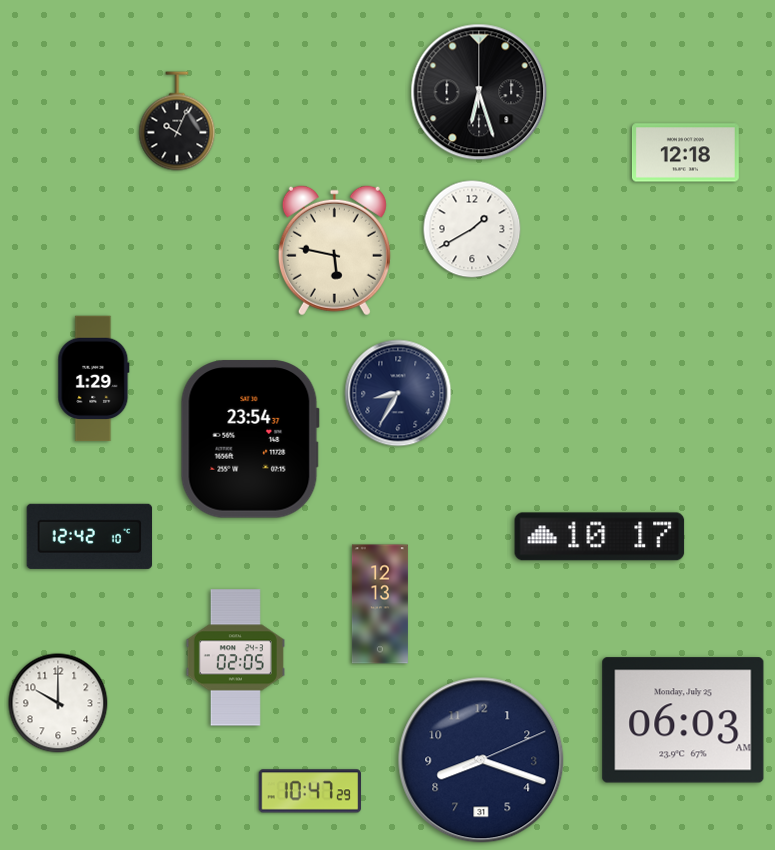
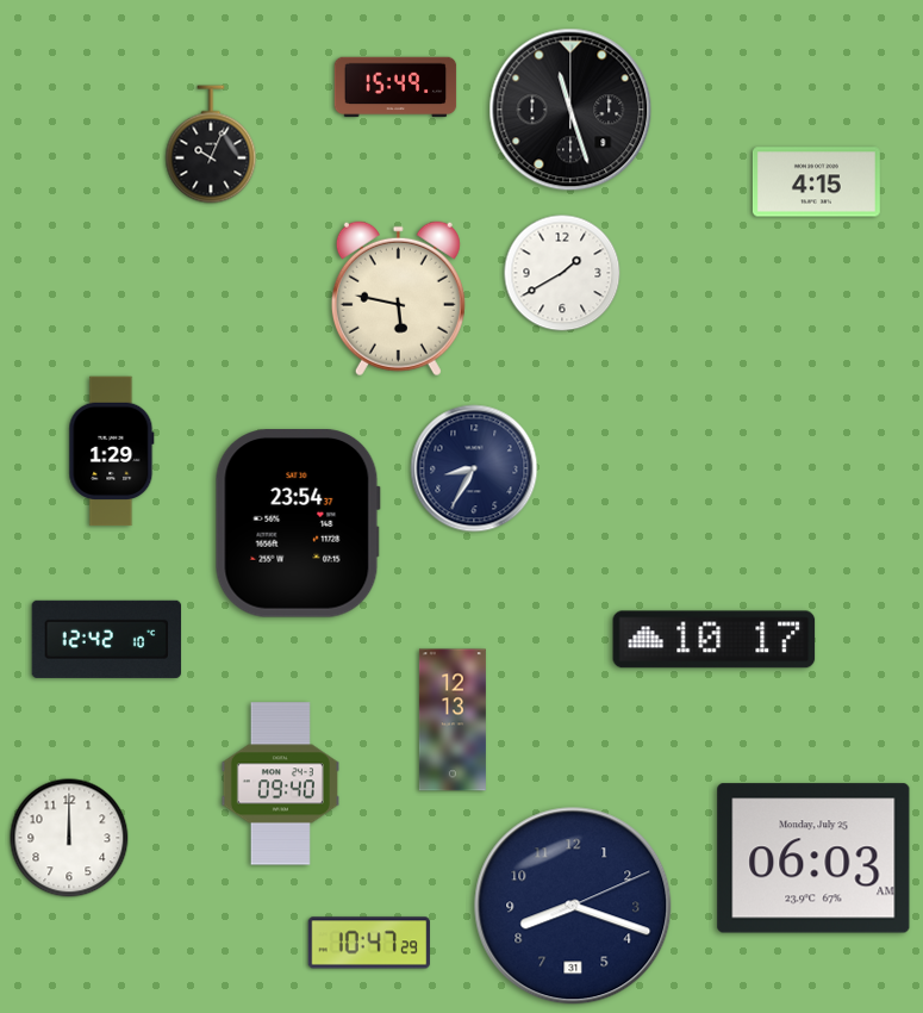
clock at (395, 87): none -> 15:49
clock at (479, 92): 6:27 -> 11:27
clock at (685, 153): 12:18 -> 4:15
clock at (235, 658): 02:05 -> 09:40
clock at (58, 703): 10:00 -> 12:00
